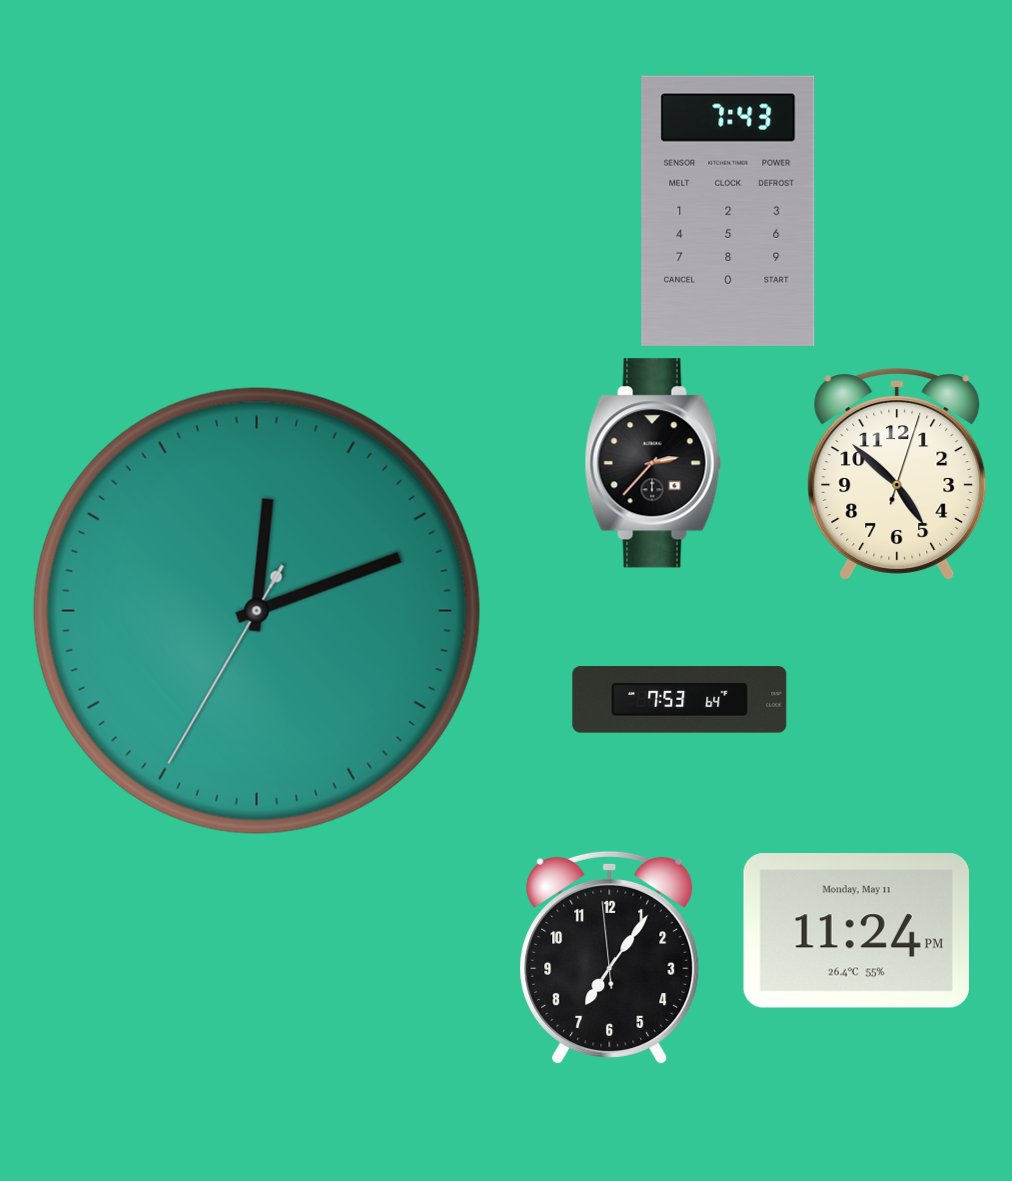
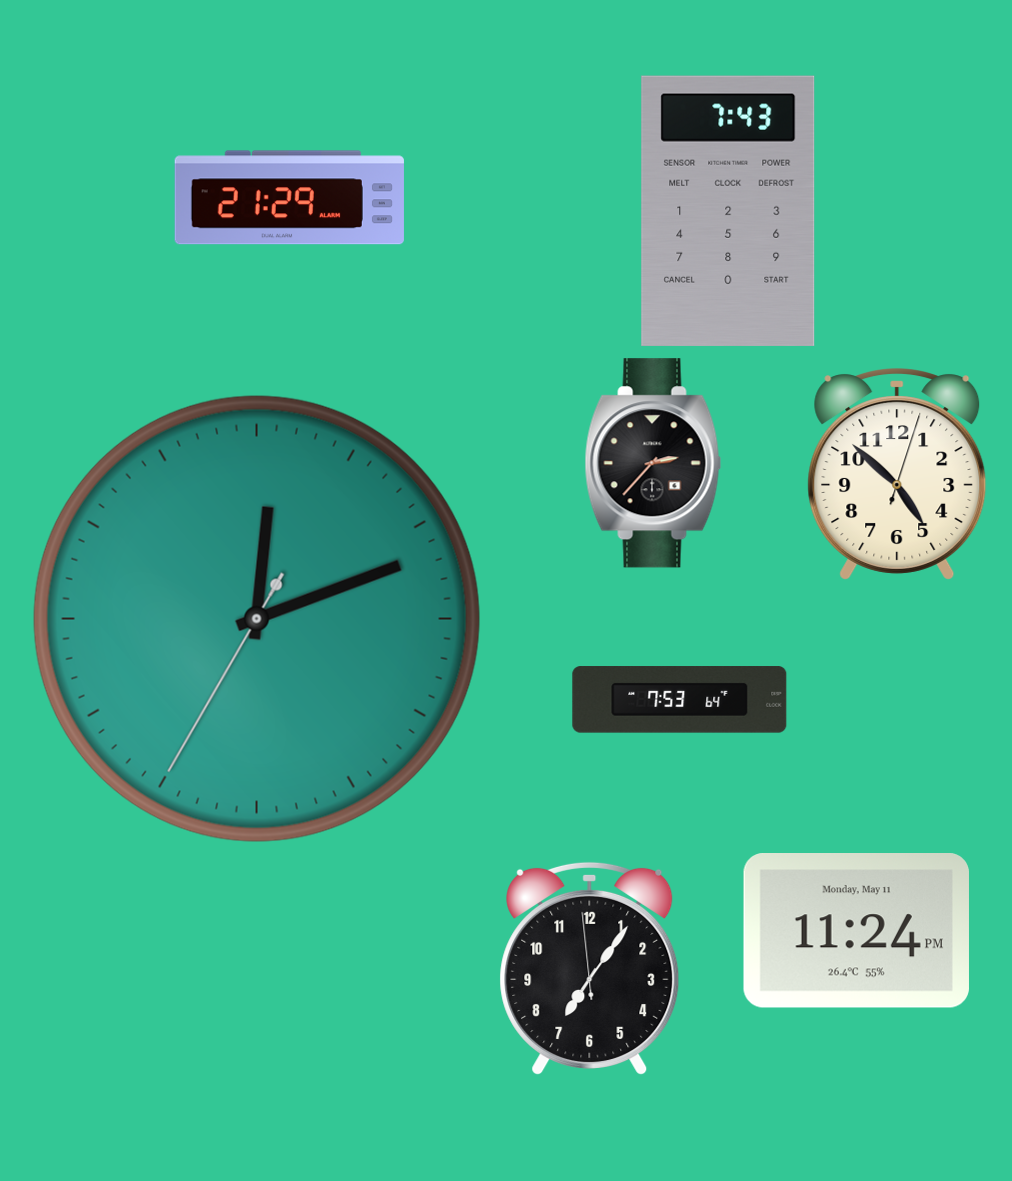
clock at (289, 198): none -> 21:29
clock at (257, 611) position: (257, 611) -> (257, 619)
clock at (610, 957) position: (610, 957) -> (590, 968)
